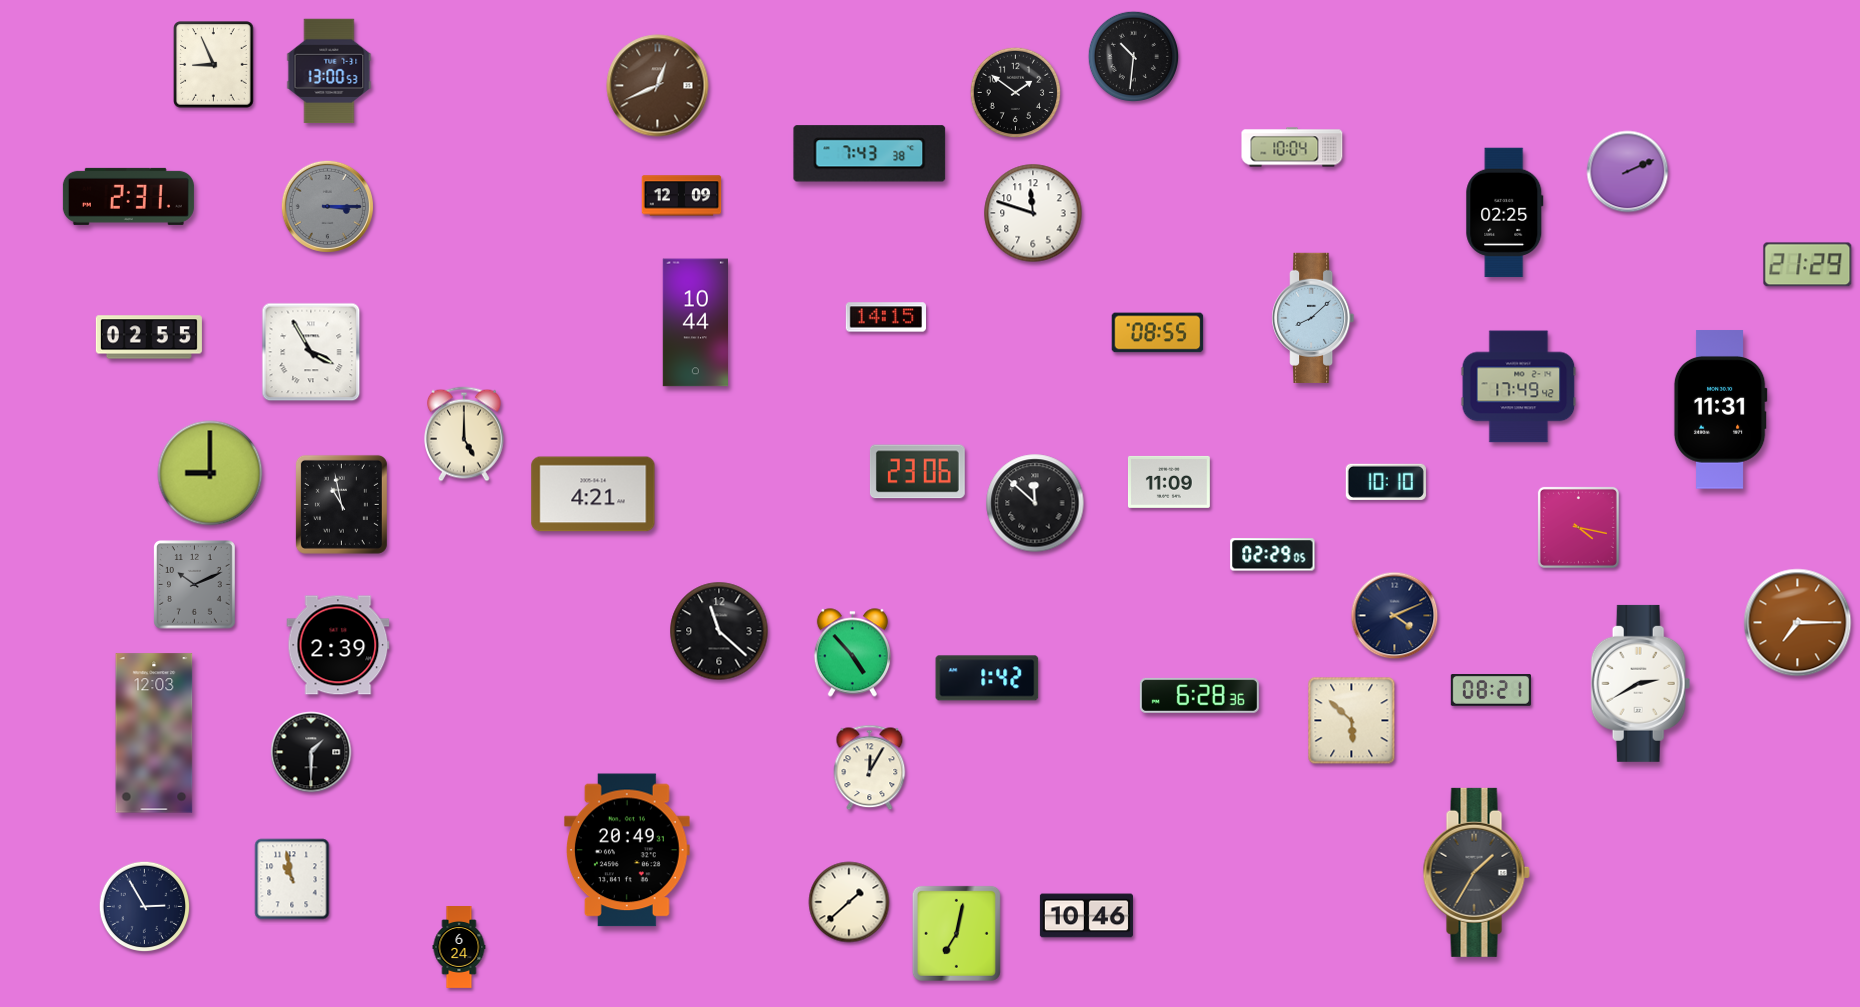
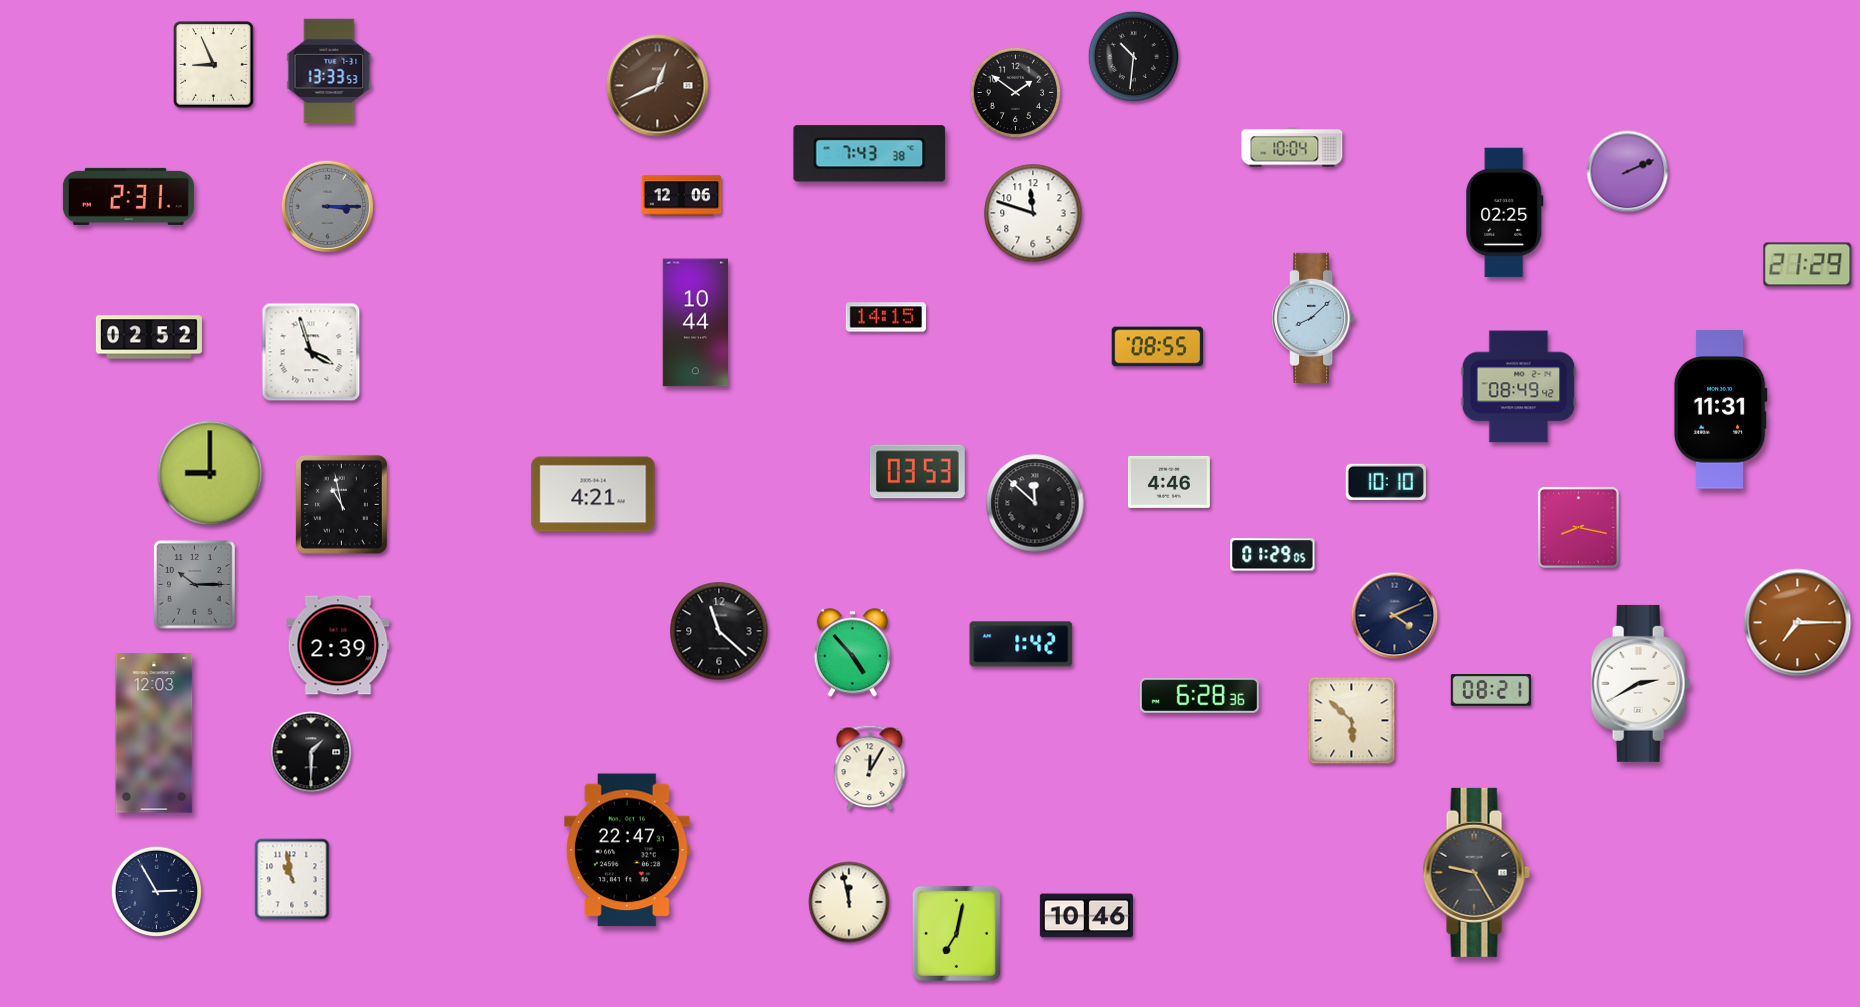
clock at (329, 71): 13:00 -> 13:33
clock at (682, 196): 12:09 -> 12:06
clock at (1158, 333) position: (1158, 333) -> (1158, 347)
clock at (149, 337): 02:55 -> 02:52
clock at (311, 352): 3:55 -> 3:57
clock at (1519, 387): 17:49 -> 08:49
clock at (465, 434): 5:00 -> none
clock at (917, 472): 23:06 -> 03:53
clock at (1169, 482): 11:09 -> 4:46
clock at (1578, 527): 4:17 -> 8:17
clock at (1273, 555): 02:29 -> 01:29
clock at (195, 585): 10:11 -> 10:15
clock at (987, 678) position: (987, 678) -> (1021, 644)
clock at (627, 850): 20:49 -> 22:47
clock at (1476, 872): 1:35 -> 9:25
clock at (849, 902): 1:38 -> 11:58
clock at (145, 907) position: (145, 907) -> (157, 892)
clock at (459, 948): 6:24 -> none
